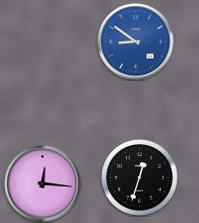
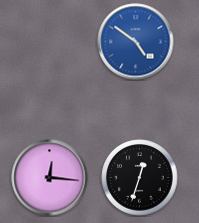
clock at (136, 42): 8:51 -> 4:51
clock at (43, 184) position: (43, 184) -> (50, 178)
